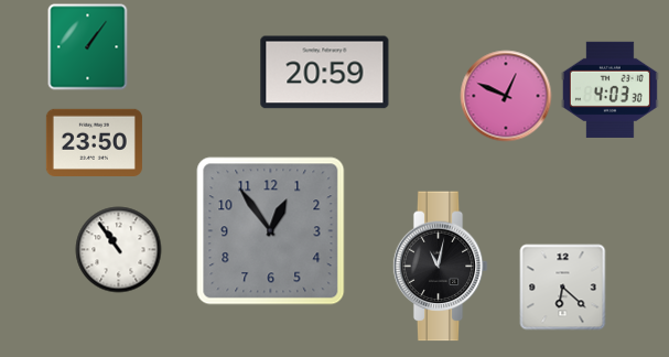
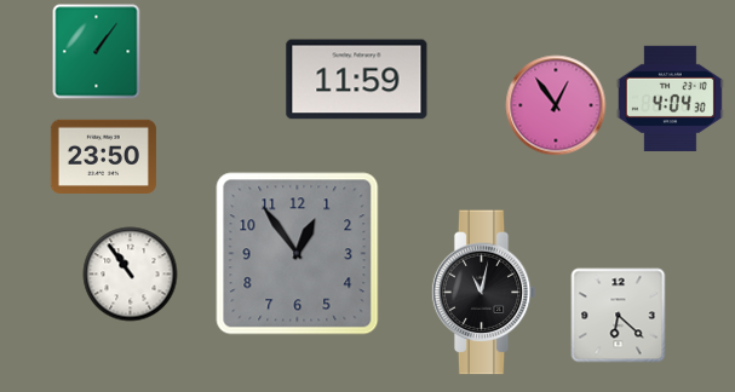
clock at (325, 73): 20:59 -> 11:59
clock at (609, 89): 4:03 -> 4:04
clock at (506, 96): 12:49 -> 12:54
